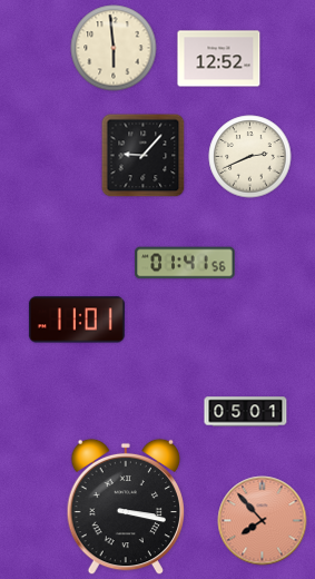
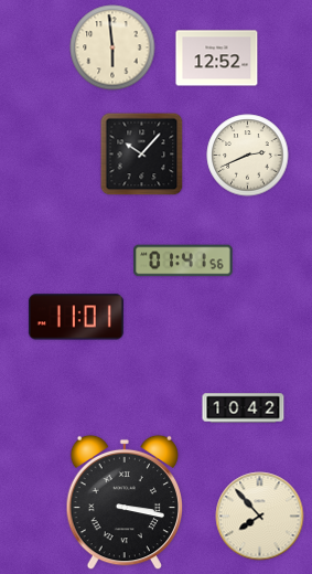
clock at (144, 156): 9:07 -> 10:07
clock at (246, 412): 05:01 -> 10:42
clock at (263, 521) dial: salmon -> cream
